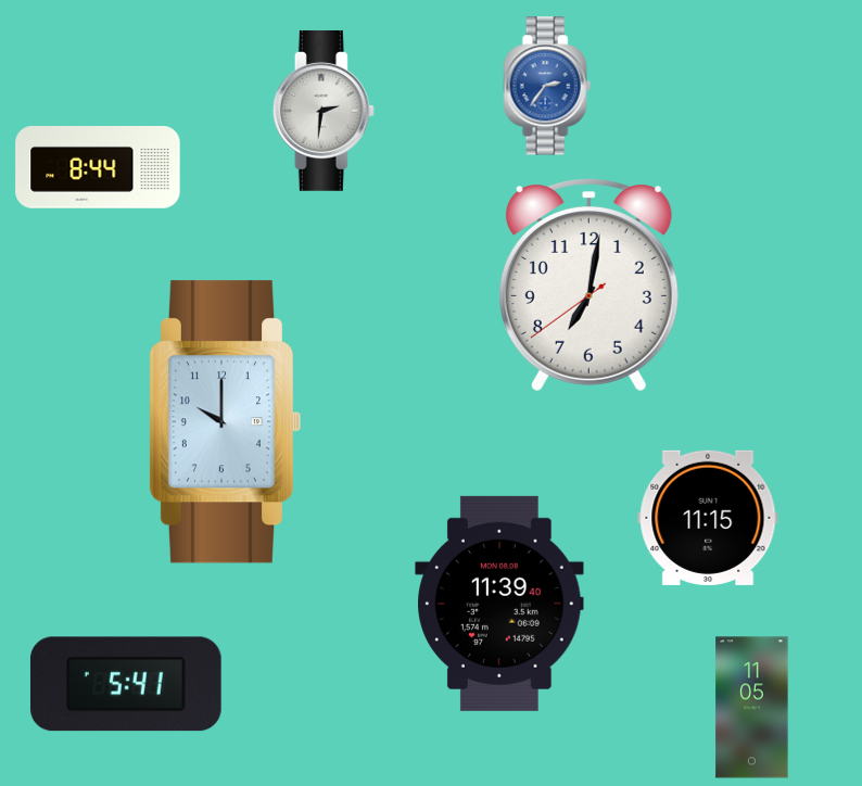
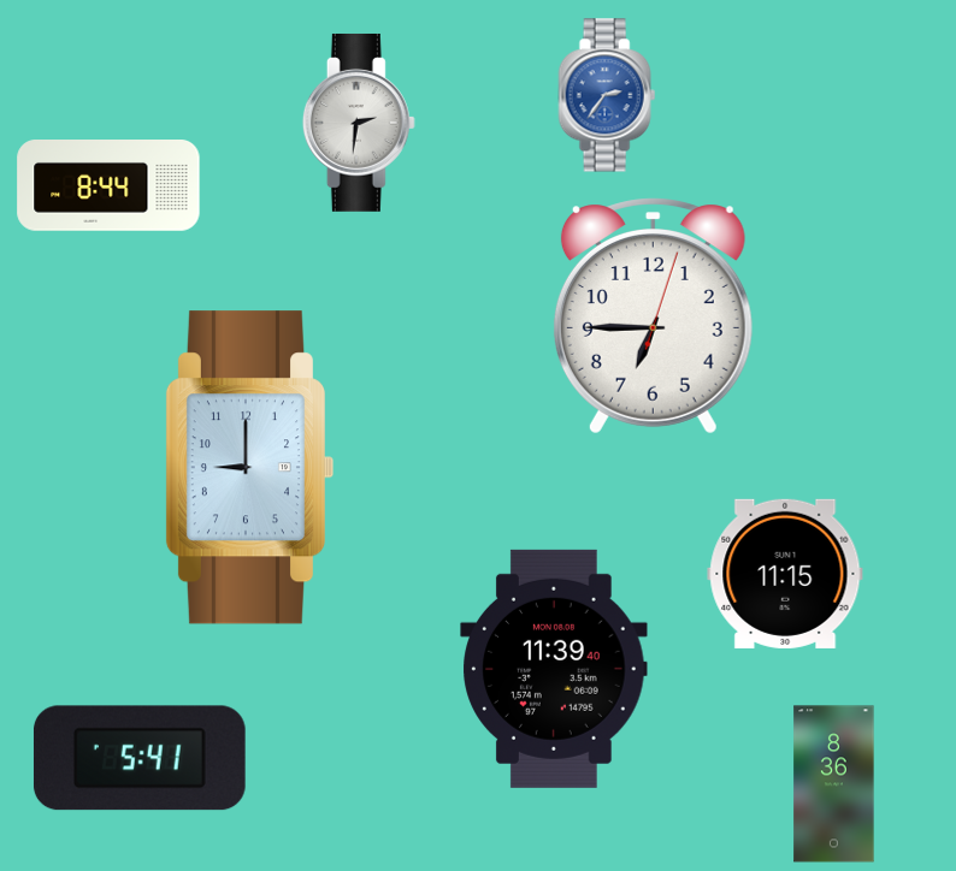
clock at (588, 286): 7:01 -> 6:45
clock at (224, 422): 10:00 -> 9:00
clock at (752, 708): 11:05 -> 8:36
